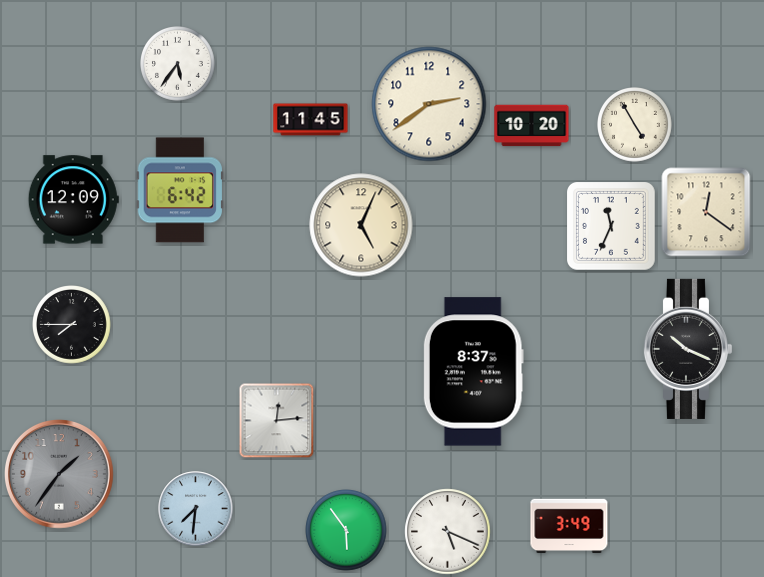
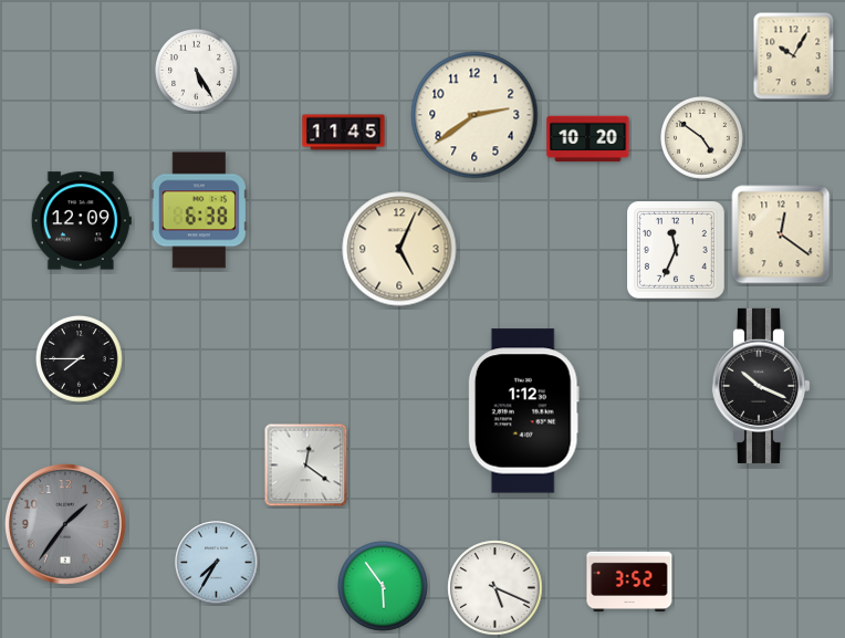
clock at (794, 56): none -> 10:05
clock at (178, 64): 5:36 -> 5:25
clock at (635, 125): 4:55 -> 4:51
clock at (180, 190): 6:42 -> 6:38
clock at (473, 372): 8:37 -> 1:12
clock at (277, 421): 12:14 -> 12:21
clock at (196, 509): 7:31 -> 7:35
clock at (569, 526): 3:49 -> 3:52
